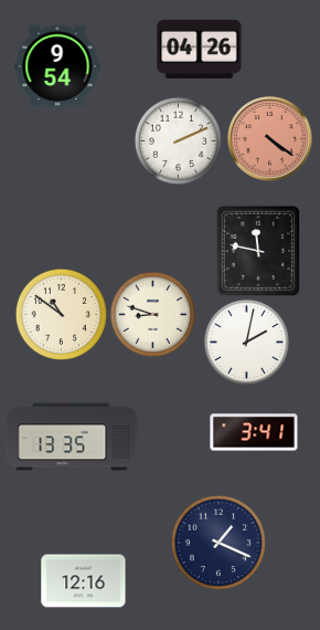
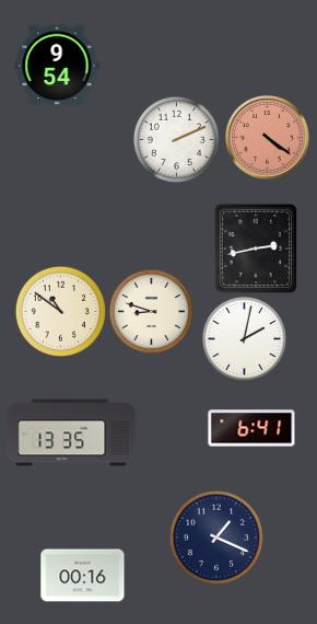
clock at (200, 49): 04:26 -> none
clock at (257, 250): 11:47 -> 2:43
clock at (254, 432): 3:41 -> 6:41
clock at (84, 581): 12:16 -> 00:16
